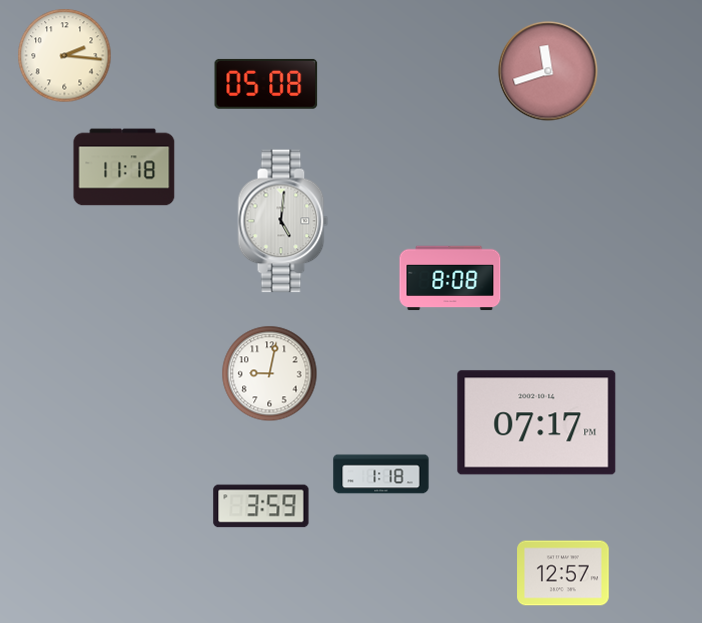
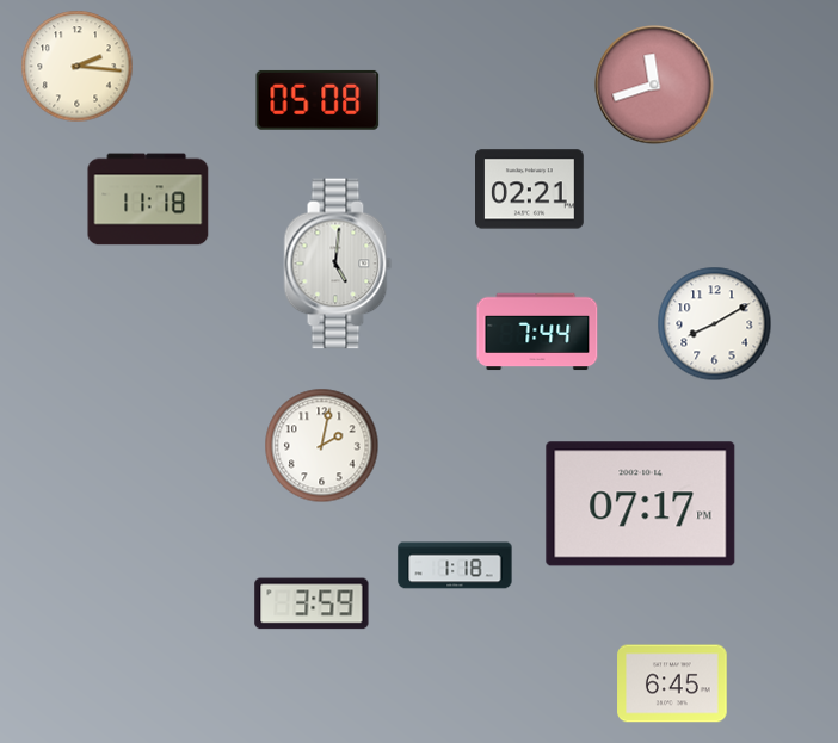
clock at (530, 190): none -> 02:21
clock at (715, 324): none -> 8:10
clock at (450, 278): 8:08 -> 7:44
clock at (270, 374): 9:02 -> 2:02
clock at (563, 573): 12:57 -> 6:45
